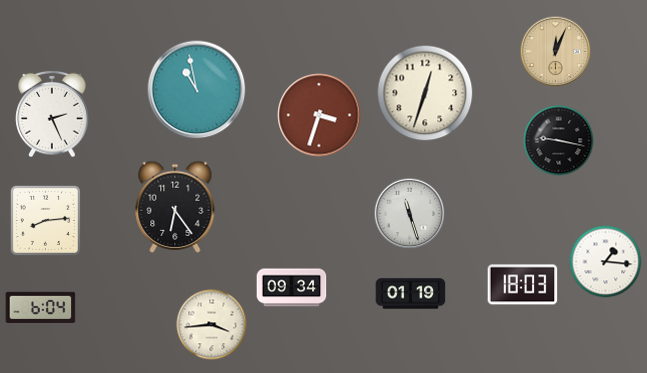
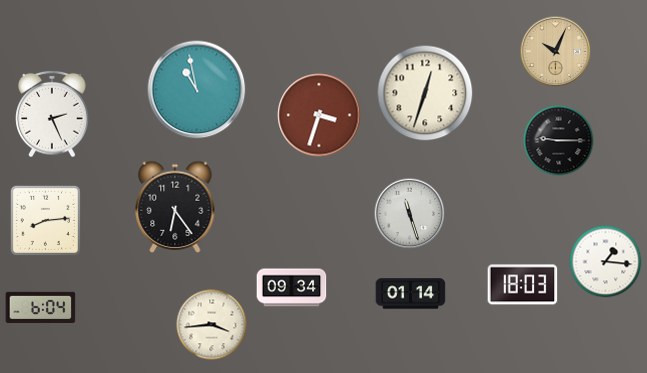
clock at (556, 52): 12:04 -> 10:04
clock at (559, 141): 9:17 -> 9:15
clock at (411, 294): 01:19 -> 01:14
